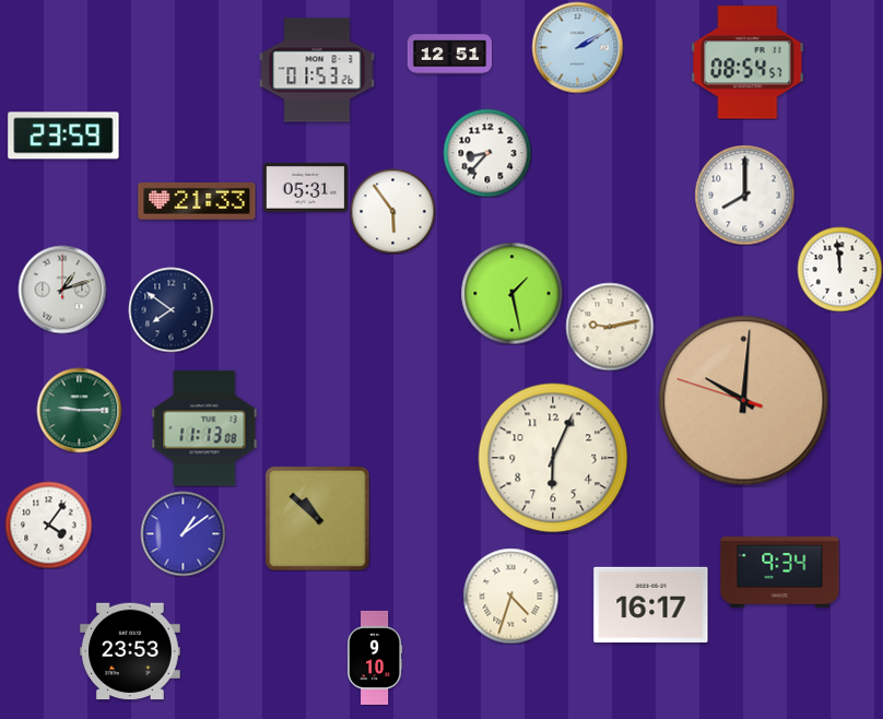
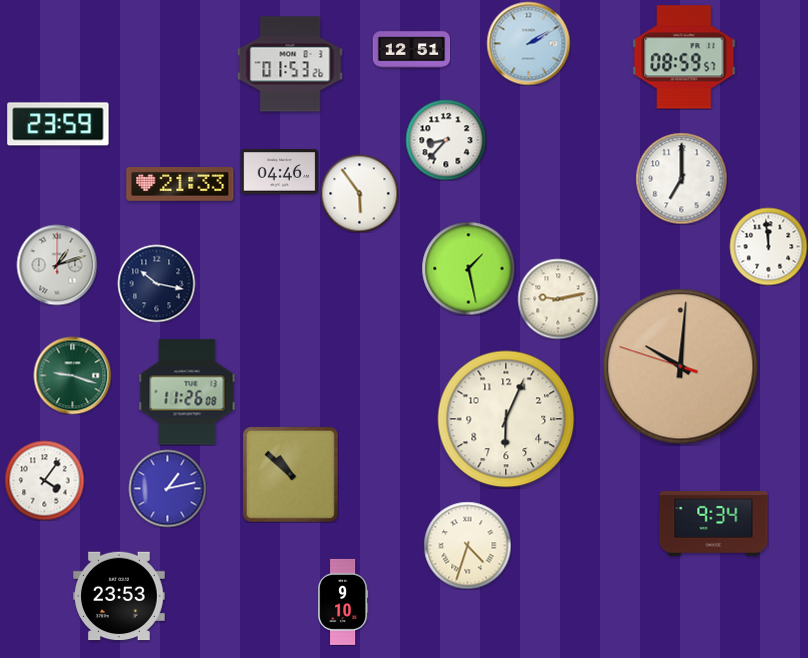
clock at (747, 62): 08:54 -> 08:59
clock at (305, 188): 05:31 -> 04:46
clock at (744, 195): 8:00 -> 7:00
clock at (170, 309): 7:51 -> 10:17
clock at (79, 410): 9:15 -> 9:18
clock at (204, 428): 11:13 -> 11:26
clock at (183, 533): 1:09 -> 1:13
clock at (651, 604): 16:17 -> none
